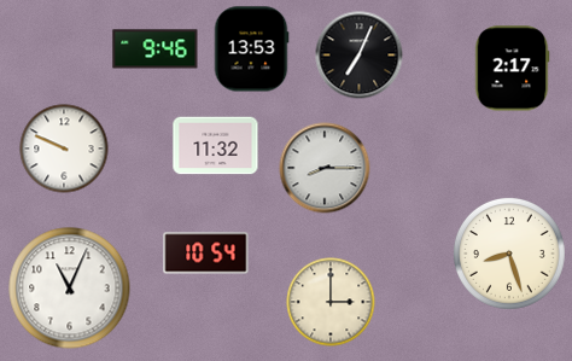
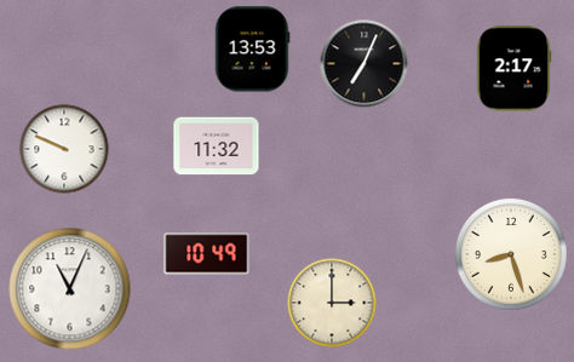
clock at (156, 50): 9:46 -> none
clock at (360, 56) position: (360, 56) -> (365, 64)
clock at (325, 168): 8:15 -> none
clock at (206, 254): 10:54 -> 10:49
